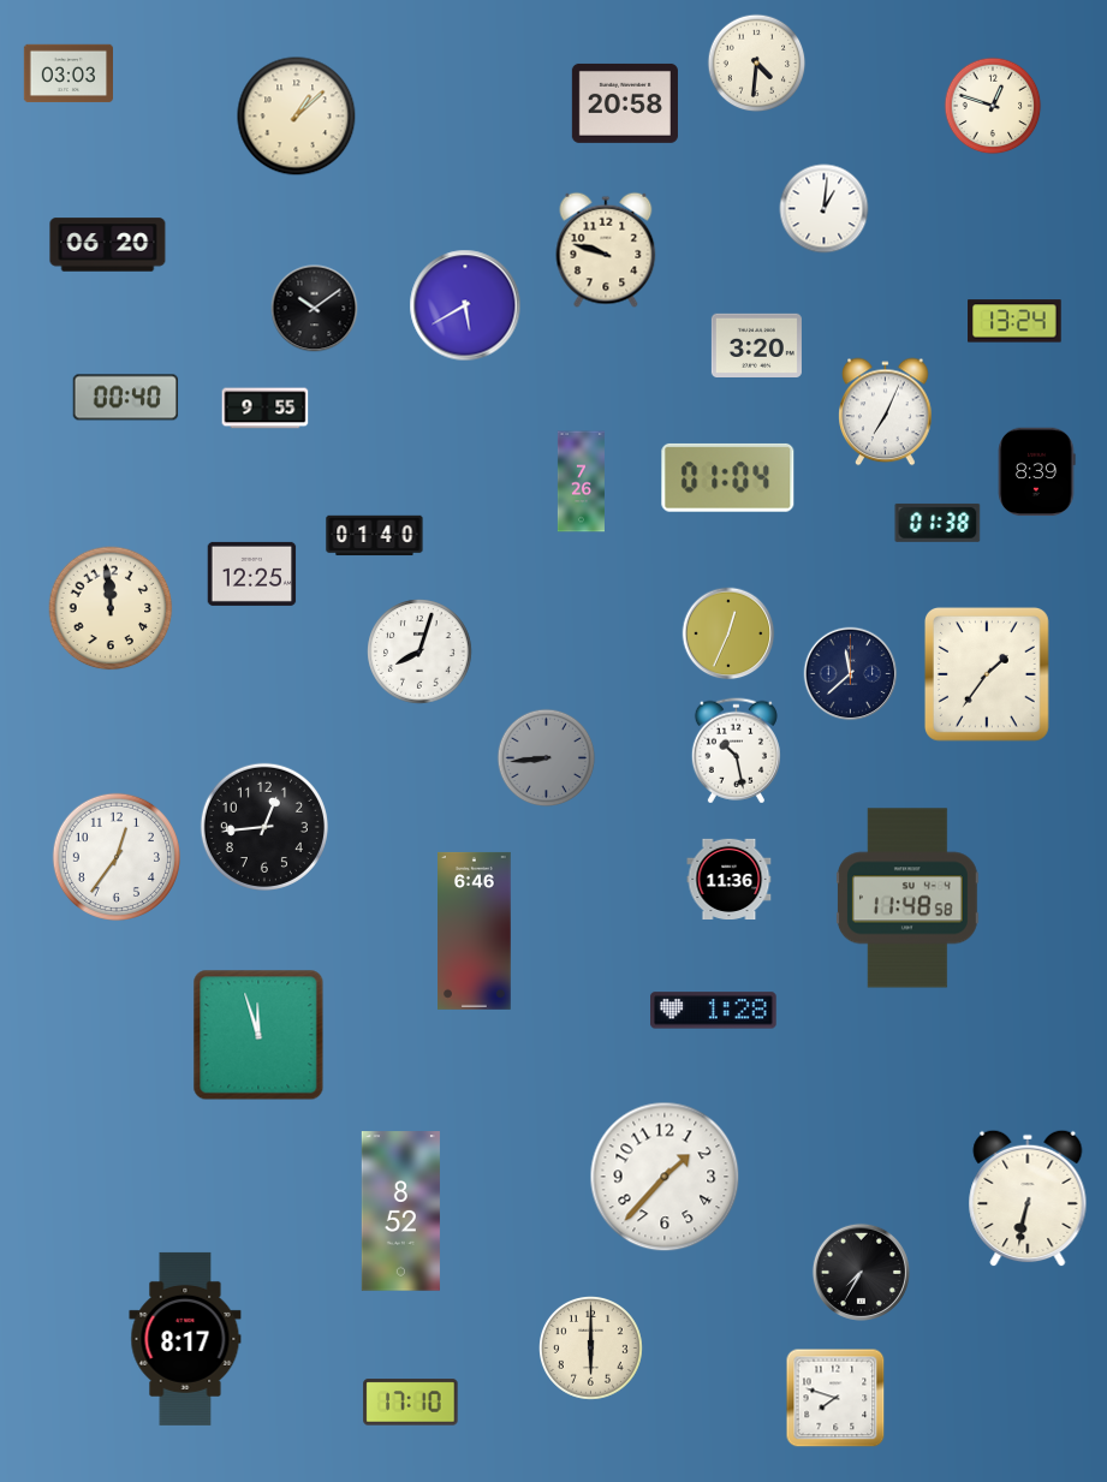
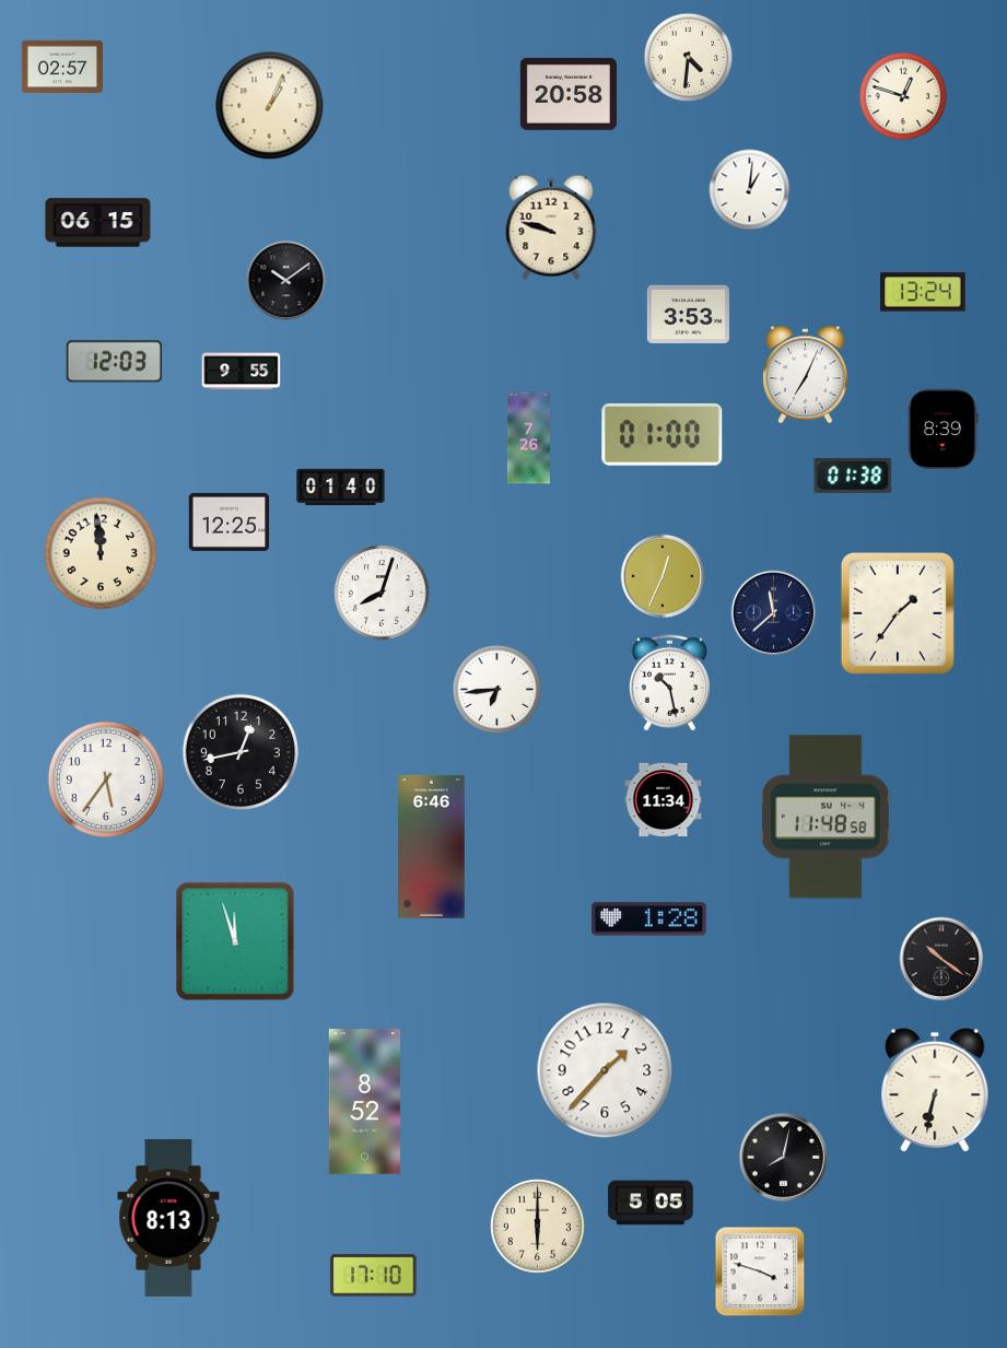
clock at (67, 73): 03:03 -> 02:57
clock at (297, 117): 1:08 -> 1:04
clock at (108, 245): 06:20 -> 06:15
clock at (465, 305): 5:40 -> none
clock at (756, 345): 3:20 -> 3:53
clock at (126, 398): 00:40 -> 12:03
clock at (728, 477): 01:04 -> 01:00
clock at (547, 758): 8:44 -> 6:44
clock at (547, 758) dial: grey -> white
clock at (264, 827): 12:44 -> 12:43
clock at (117, 857): 12:36 -> 5:36
clock at (730, 879): 11:36 -> 11:34
clock at (941, 959): none -> 10:21
clock at (861, 1272): 7:35 -> 8:02
clock at (651, 1203): none -> 5:05
clock at (185, 1339): 8:17 -> 8:13
clock at (835, 1398): 7:48 -> 3:48
